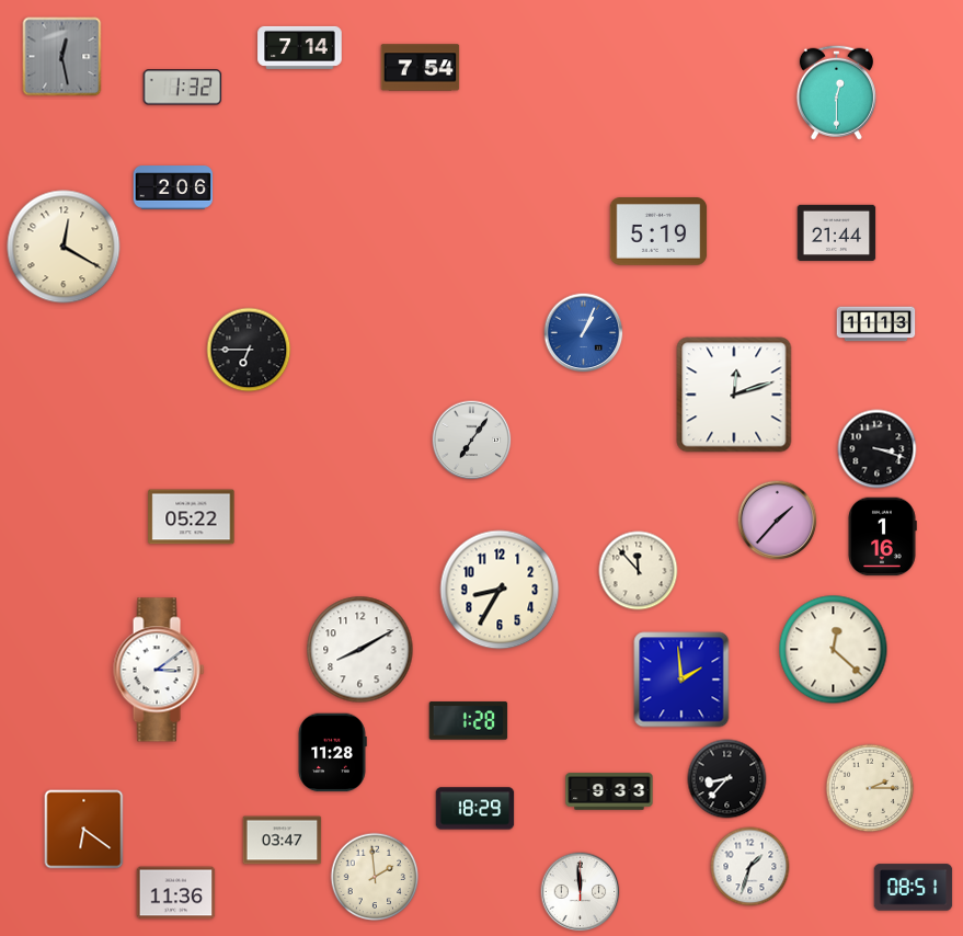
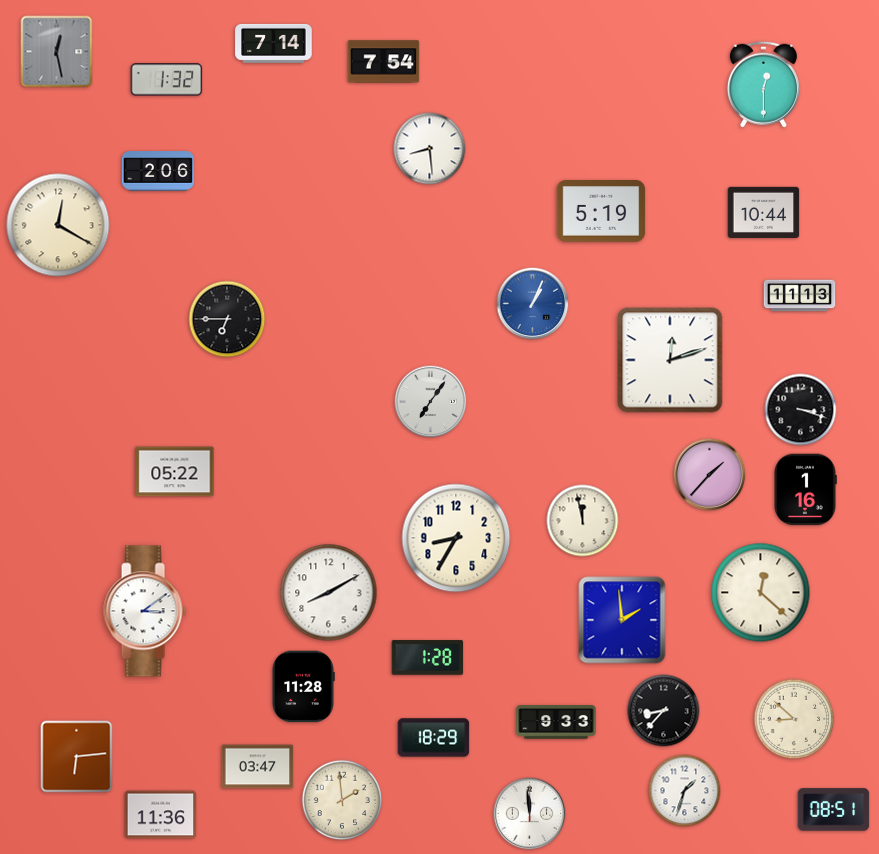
clock at (430, 149): none -> 8:29
clock at (837, 232): 21:44 -> 10:44
clock at (639, 571): 11:53 -> 11:58
clock at (870, 788): 2:15 -> 8:52
clock at (84, 830): 6:21 -> 6:14
